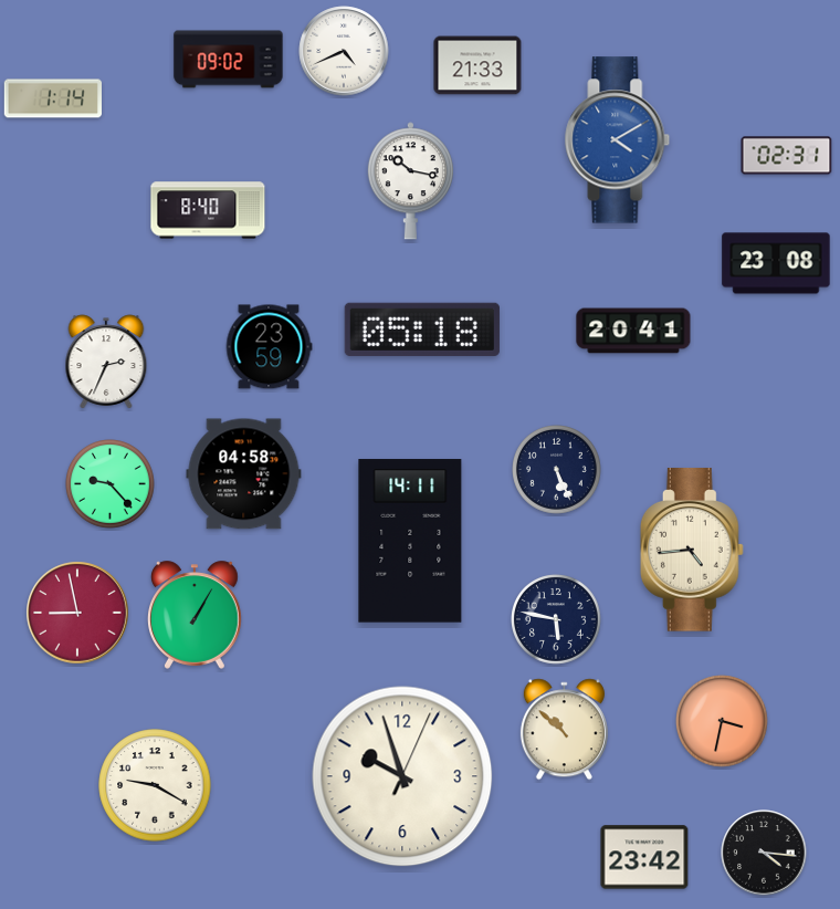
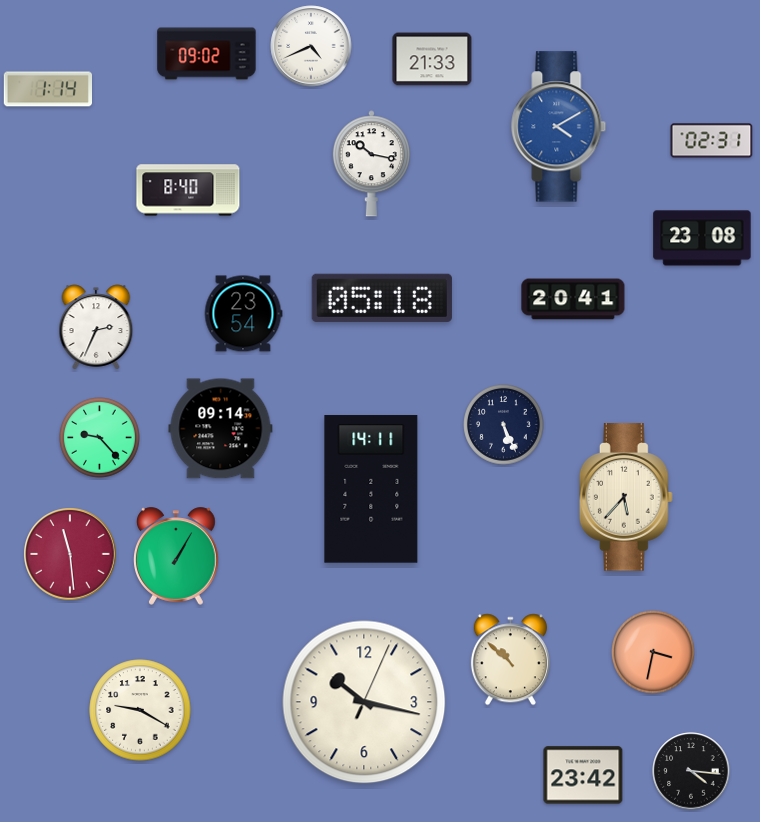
clock at (269, 347): 23:59 -> 23:54
clock at (244, 474): 04:58 -> 09:14
clock at (692, 550): 4:44 -> 5:37
clock at (77, 613): 8:58 -> 11:29
clock at (557, 620): 5:47 -> none
clock at (402, 776): 9:57 -> 10:17
